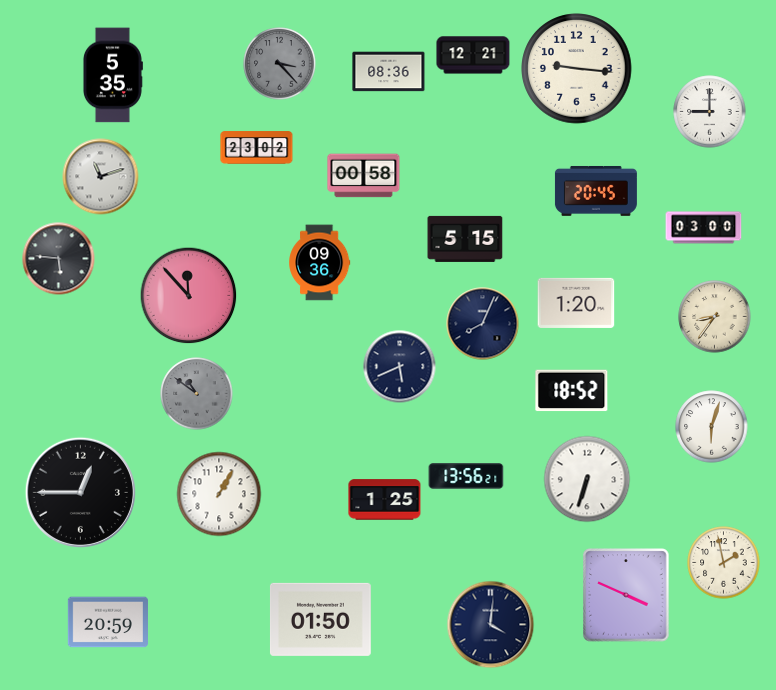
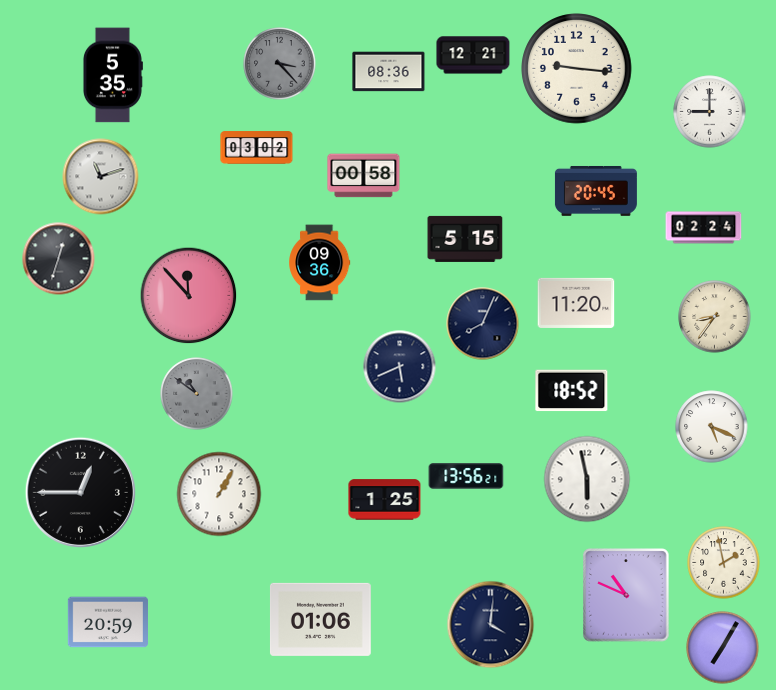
clock at (257, 148): 23:02 -> 03:02
clock at (704, 228): 03:00 -> 02:24
clock at (59, 259): 5:46 -> 12:33
clock at (576, 303): 1:20 -> 11:20
clock at (712, 427): 6:03 -> 5:19
clock at (587, 479): 6:33 -> 5:58
clock at (626, 595): 3:49 -> 10:49
clock at (320, 619): 01:50 -> 01:06
clock at (723, 648): none -> 7:05
